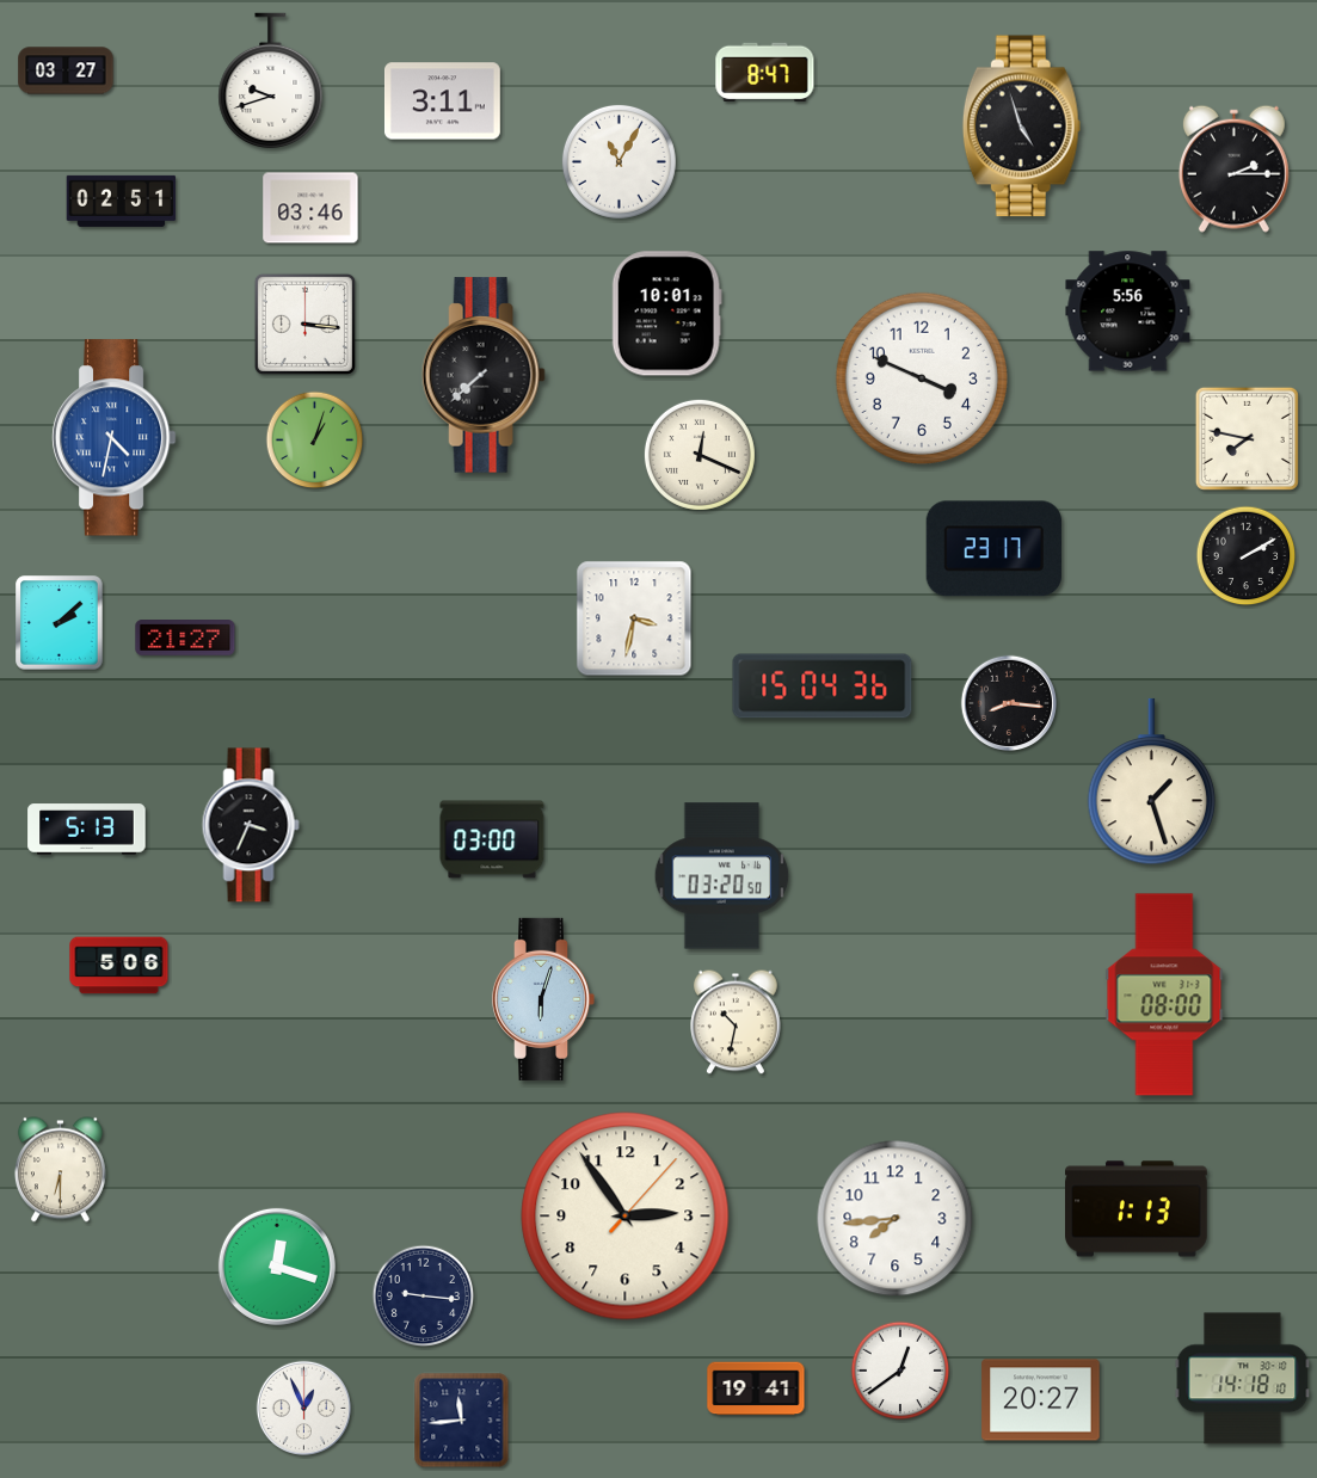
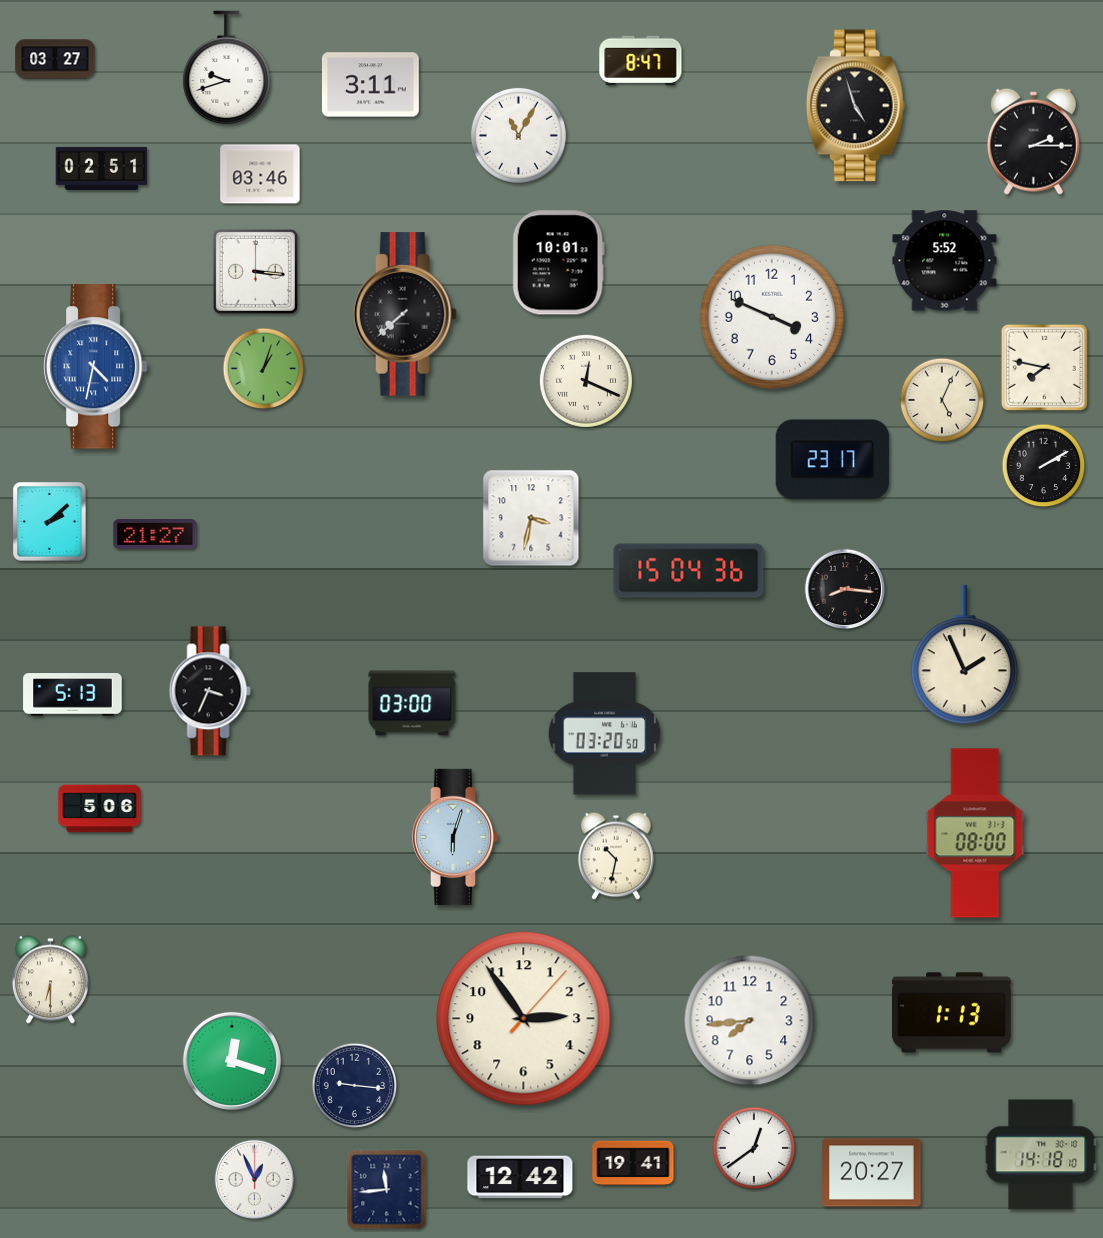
clock at (1128, 312): 5:56 -> 5:52
clock at (942, 400): none -> 5:04
clock at (823, 686) position: (823, 686) -> (689, 571)
clock at (1152, 782): 1:27 -> 1:56
clock at (520, 1177): none -> 12:42
